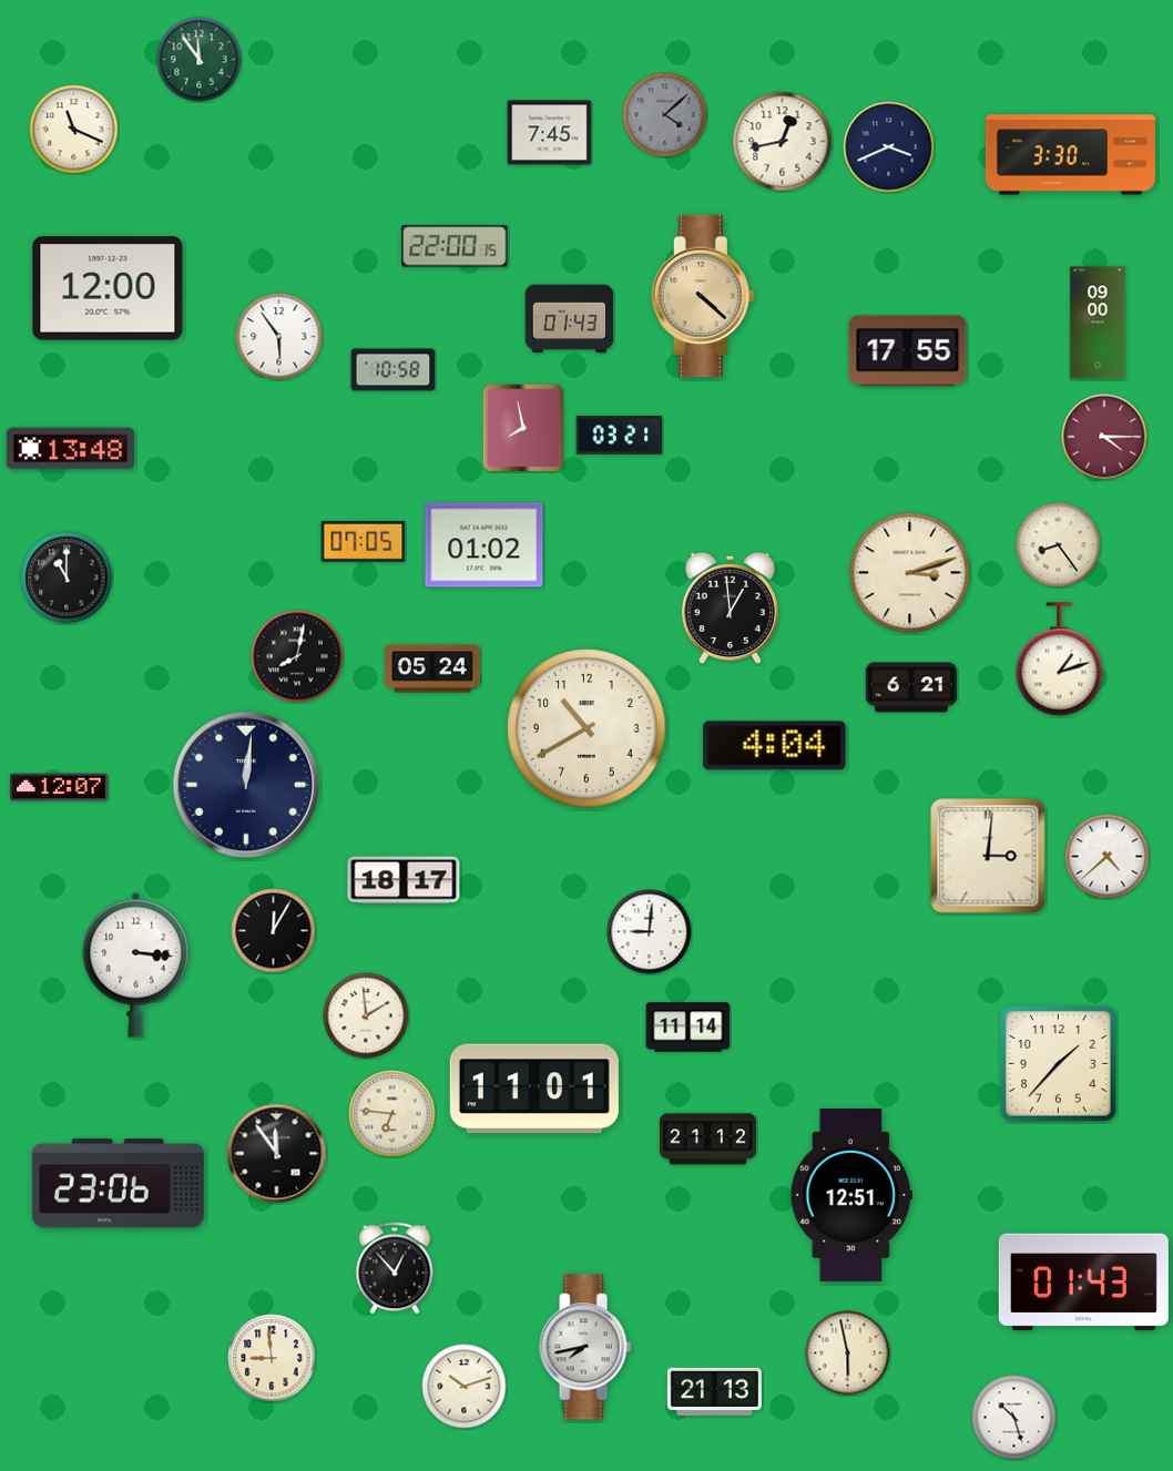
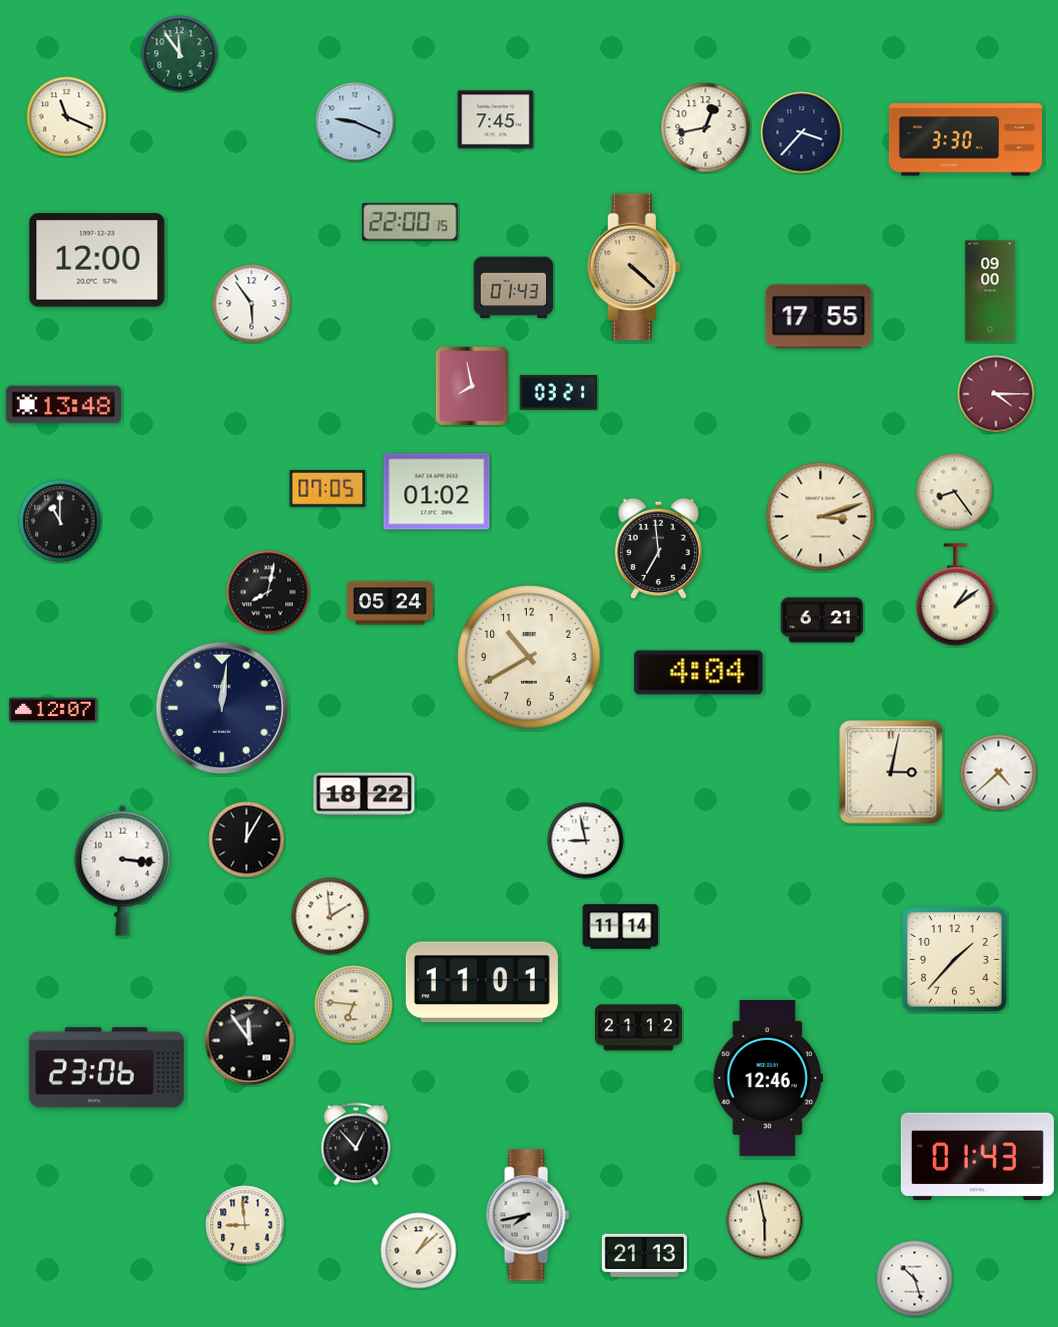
clock at (665, 115): 4:08 -> none
clock at (355, 122): none -> 9:19
clock at (889, 147): 3:41 -> 3:37
clock at (394, 370): 10:58 -> none
clock at (730, 607): 12:59 -> 6:59
clock at (1060, 660): 1:12 -> 1:09
clock at (988, 856): 3:01 -> 3:02
clock at (404, 880): 18:17 -> 18:22
clock at (650, 932): 9:01 -> 8:58
clock at (851, 1195): 12:51 -> 12:46
clock at (465, 1387): 10:12 -> 1:08
